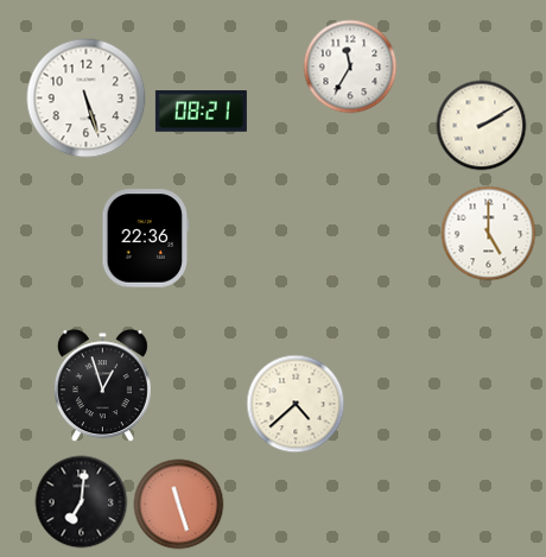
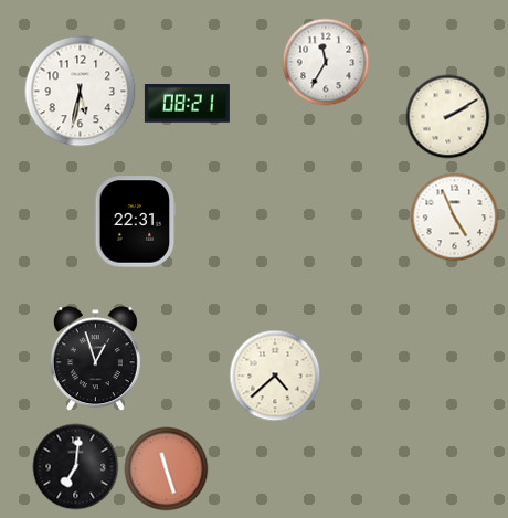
clock at (87, 99): 5:27 -> 5:32
clock at (489, 234): 5:00 -> 4:56
clock at (146, 239): 22:36 -> 22:31
